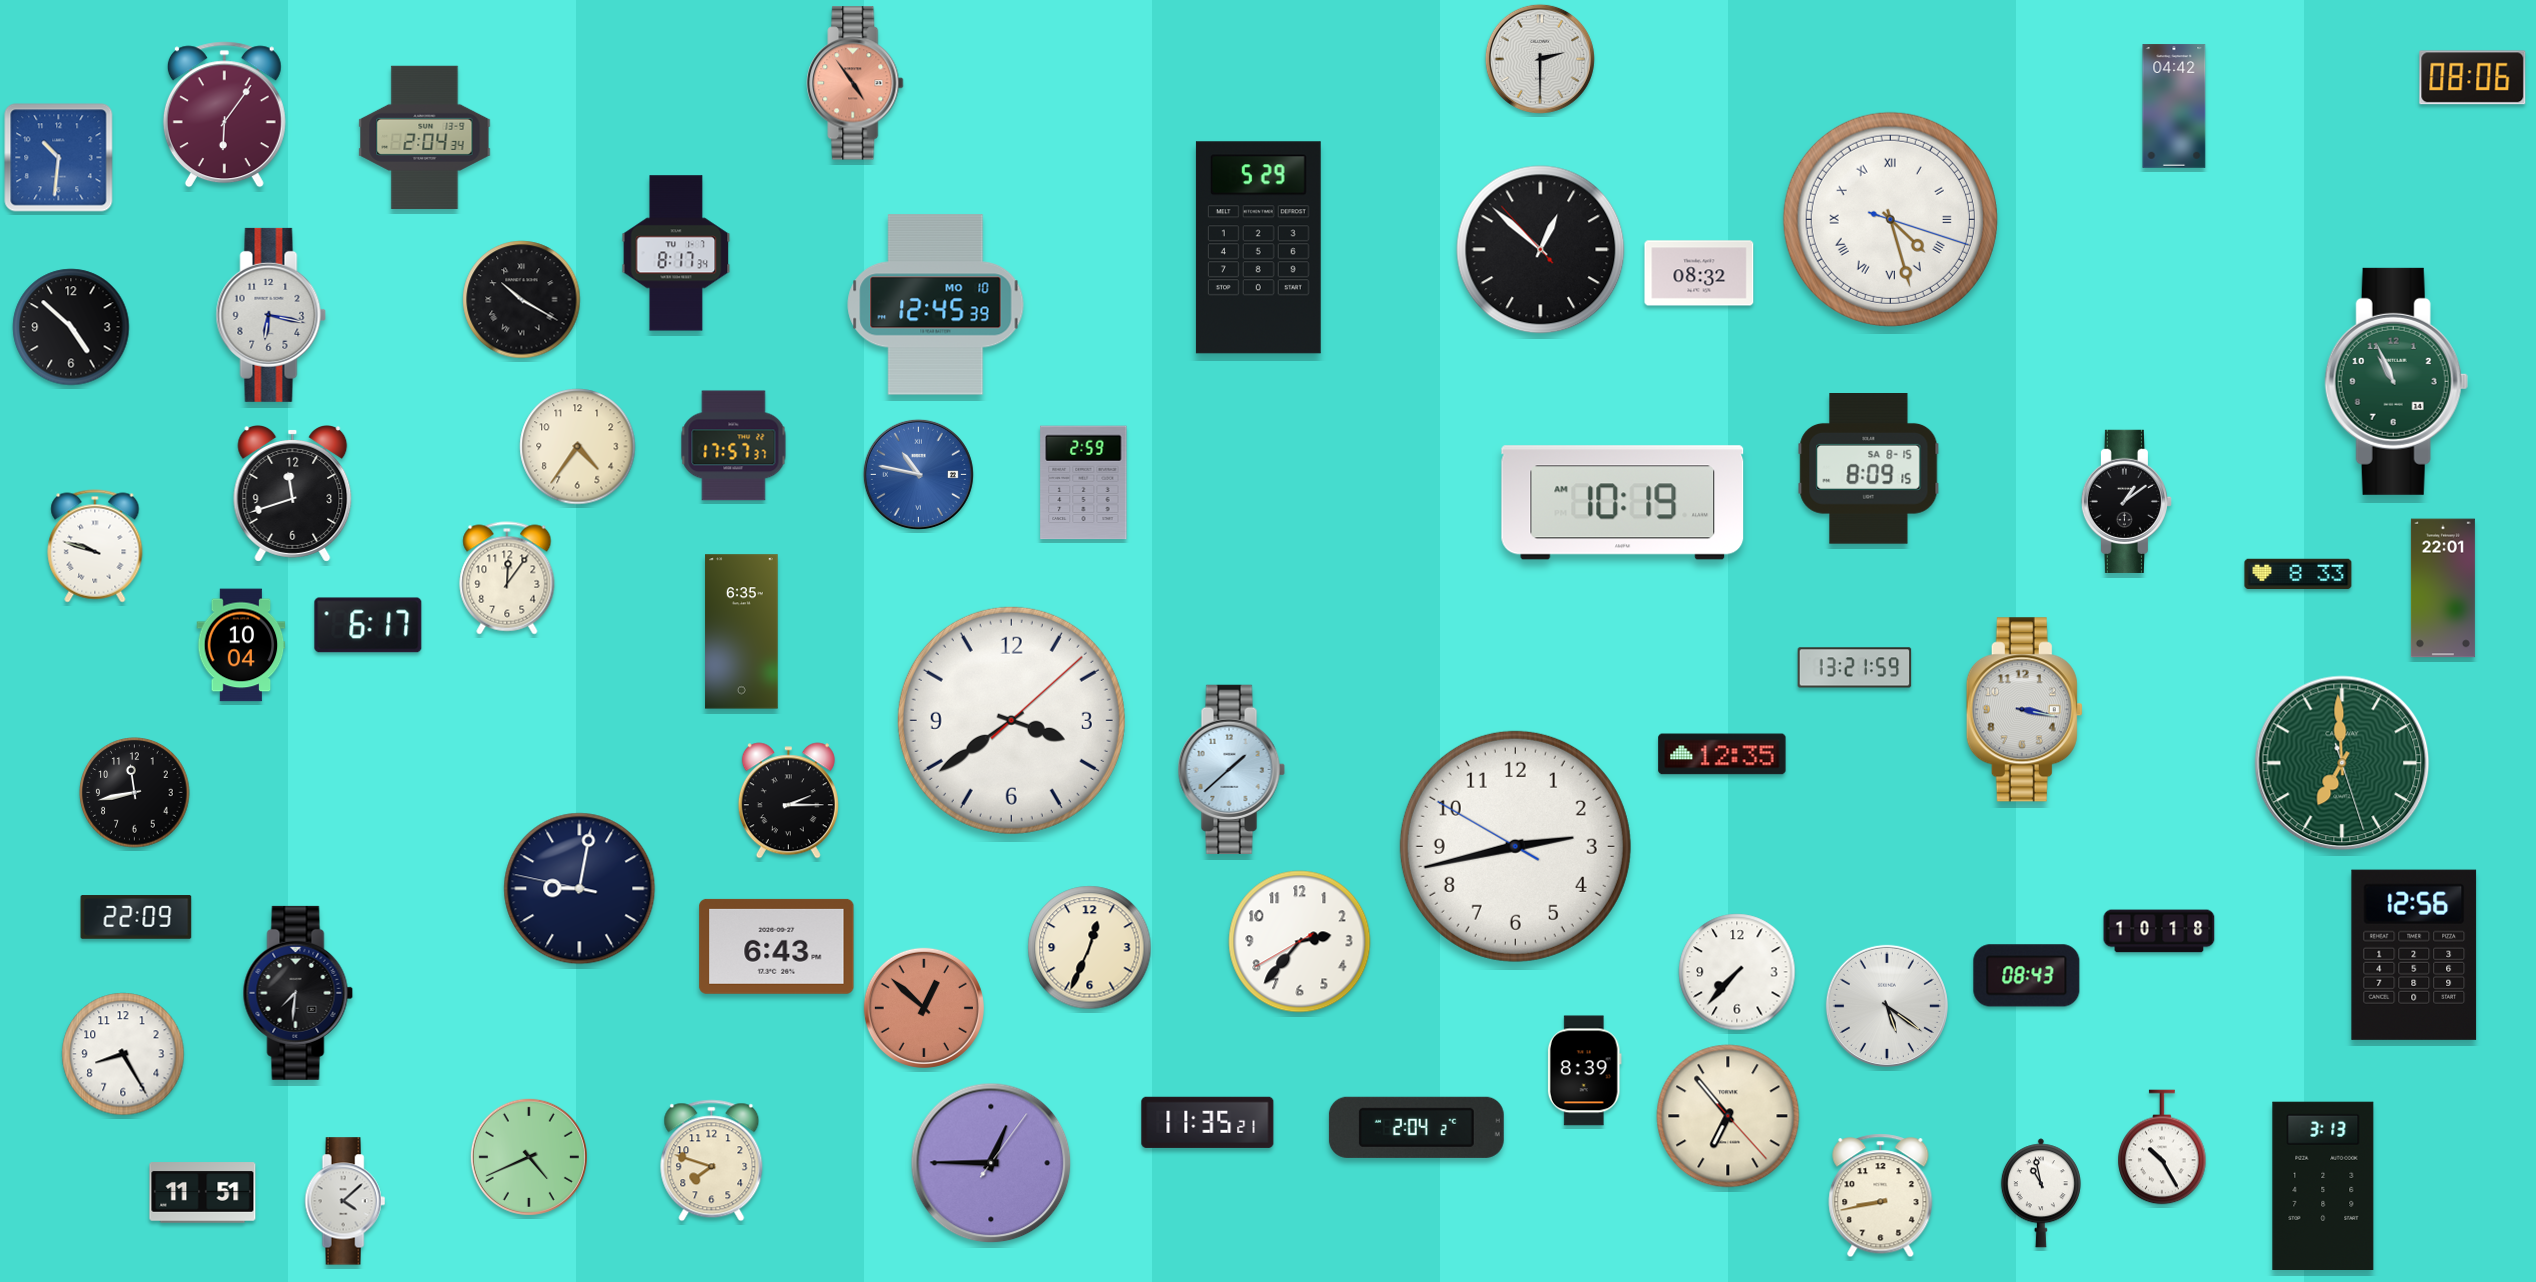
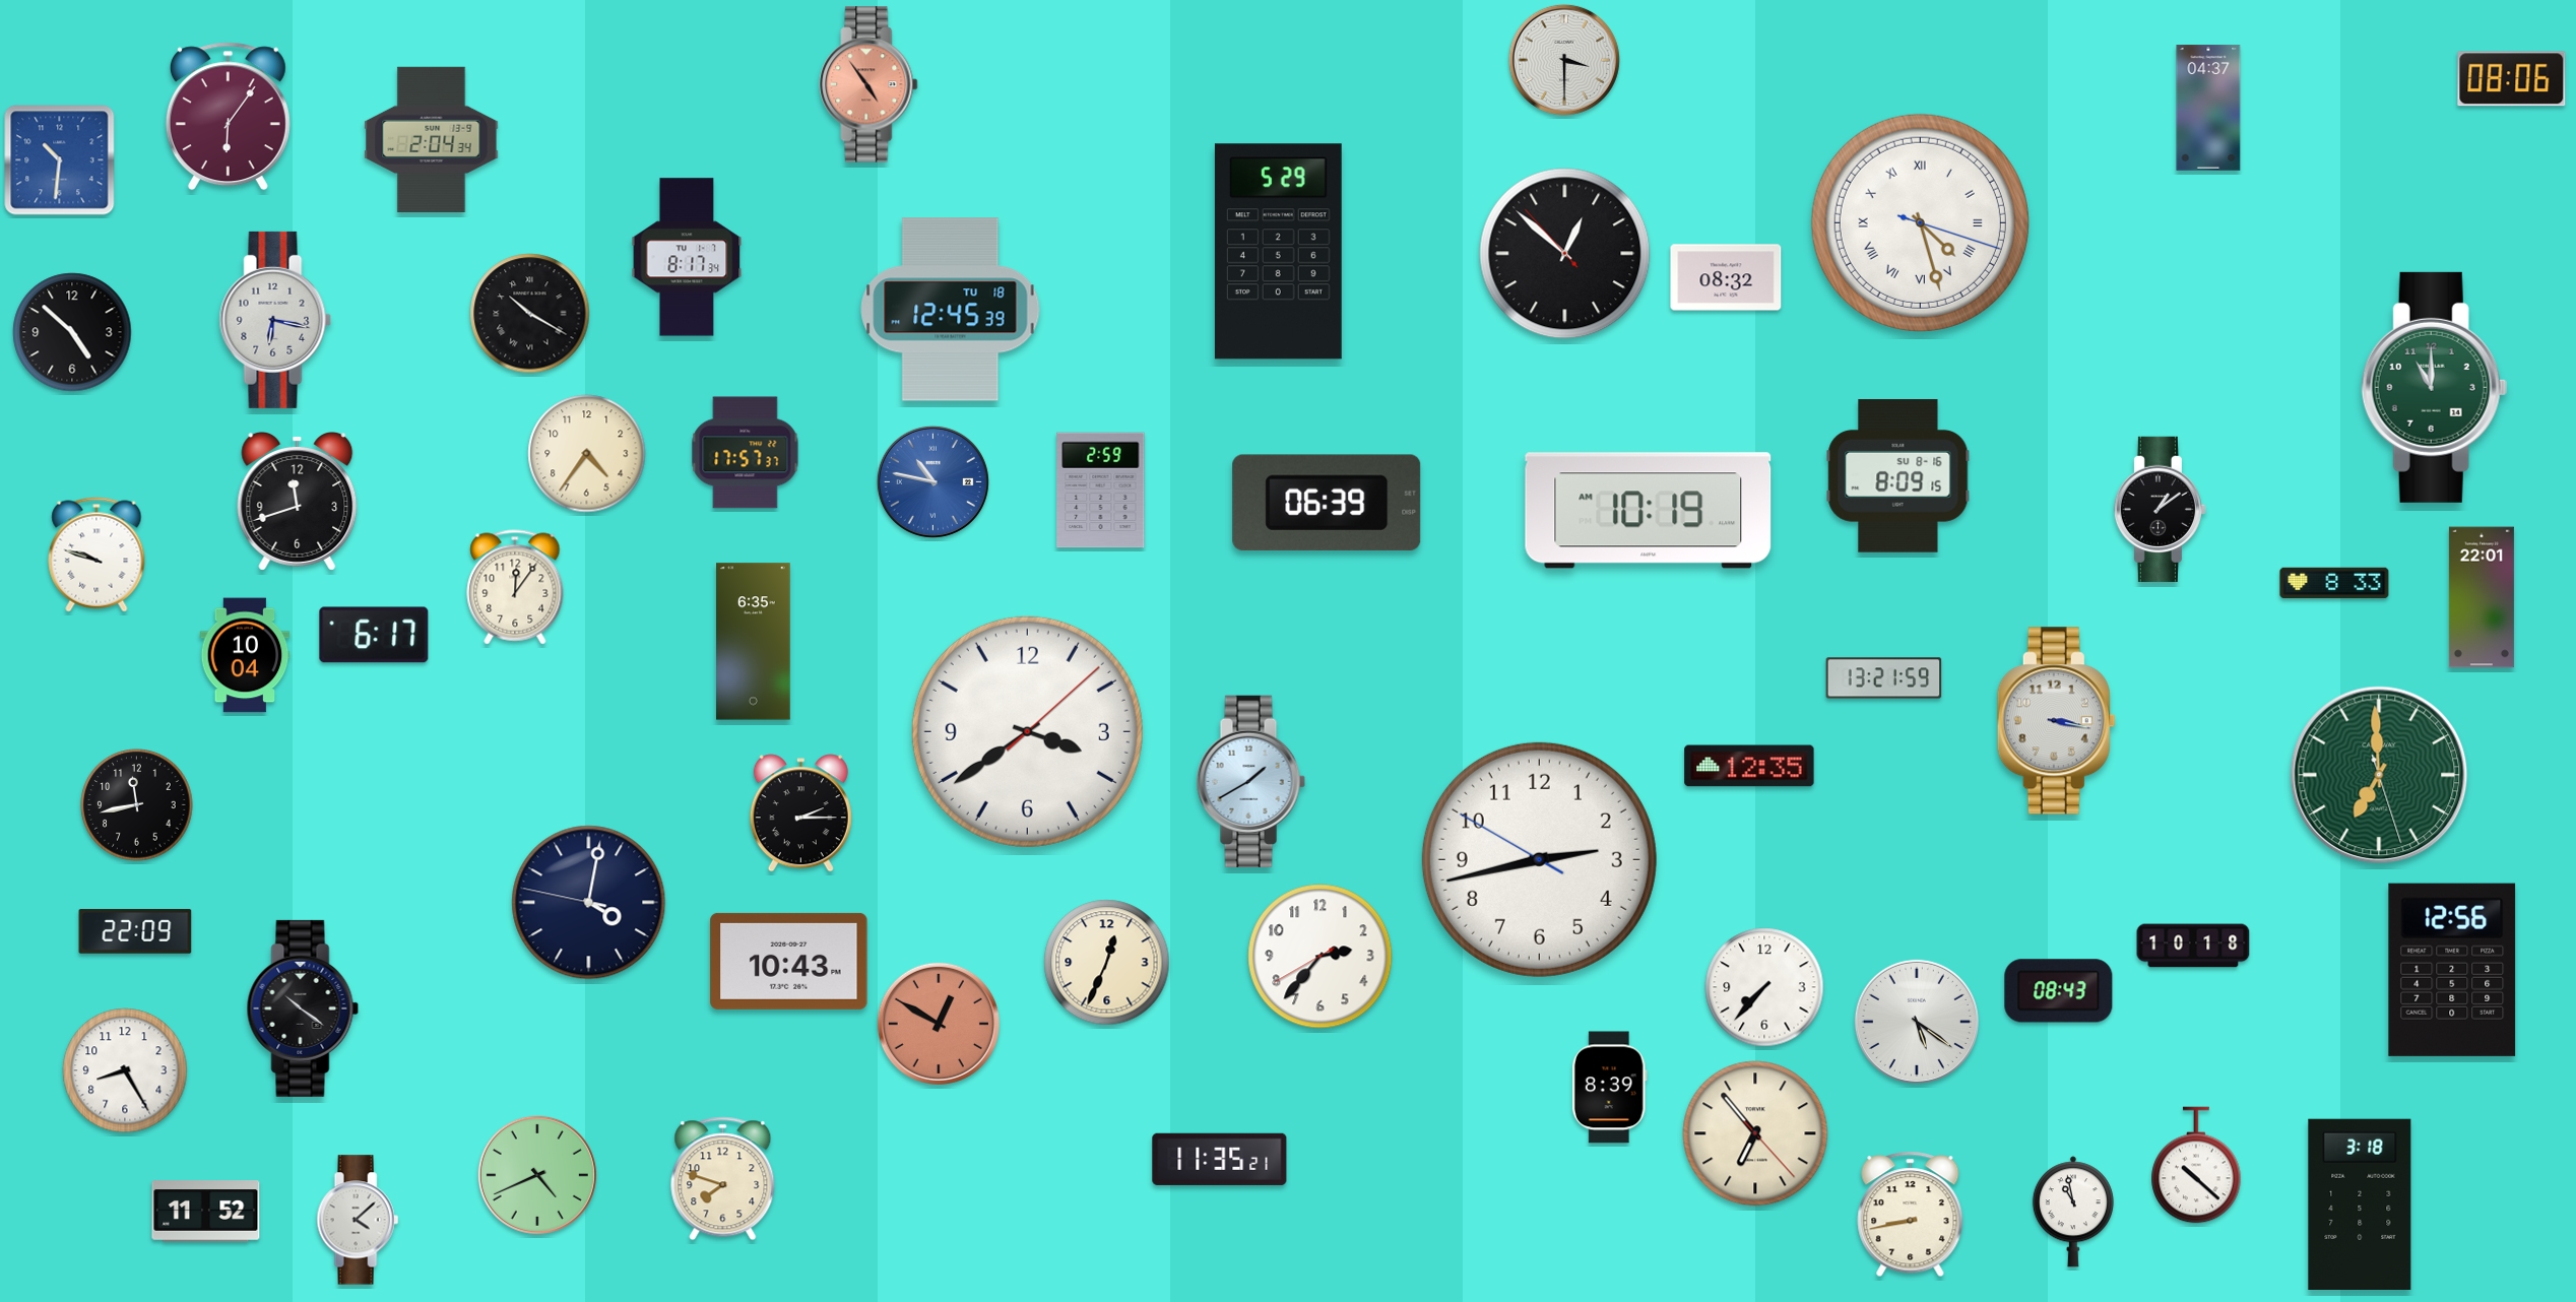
clock at (1540, 59): 2:30 -> 3:30
clock at (2174, 106): 04:42 -> 04:37
clock at (522, 300) position: (522, 300) -> (530, 314)
clock at (936, 305) date: MO 10 -> TU 18
clock at (2396, 381): 10:56 -> 11:00
clock at (1869, 469) date: SA 8-15 -> SU 8-16
clock at (1327, 503): none -> 06:39
clock at (1231, 769): 1:38 -> 1:40
clock at (580, 889): 9:01 -> 4:01
clock at (136, 917) position: (136, 917) -> (135, 931)
clock at (777, 946): 6:43 -> 10:43
clock at (298, 993): 7:31 -> 10:21
clock at (924, 1008): 12:52 -> 12:50
clock at (1208, 1122) position: (1208, 1122) -> (1220, 1159)
clock at (1416, 1127): 2:04 -> none
clock at (2162, 1147): 10:25 -> 10:22
clock at (991, 1163): 12:45 -> none
clock at (2323, 1186): 3:13 -> 3:18
clock at (203, 1193): 11:51 -> 11:52
clock at (345, 1201) position: (345, 1201) -> (358, 1220)
